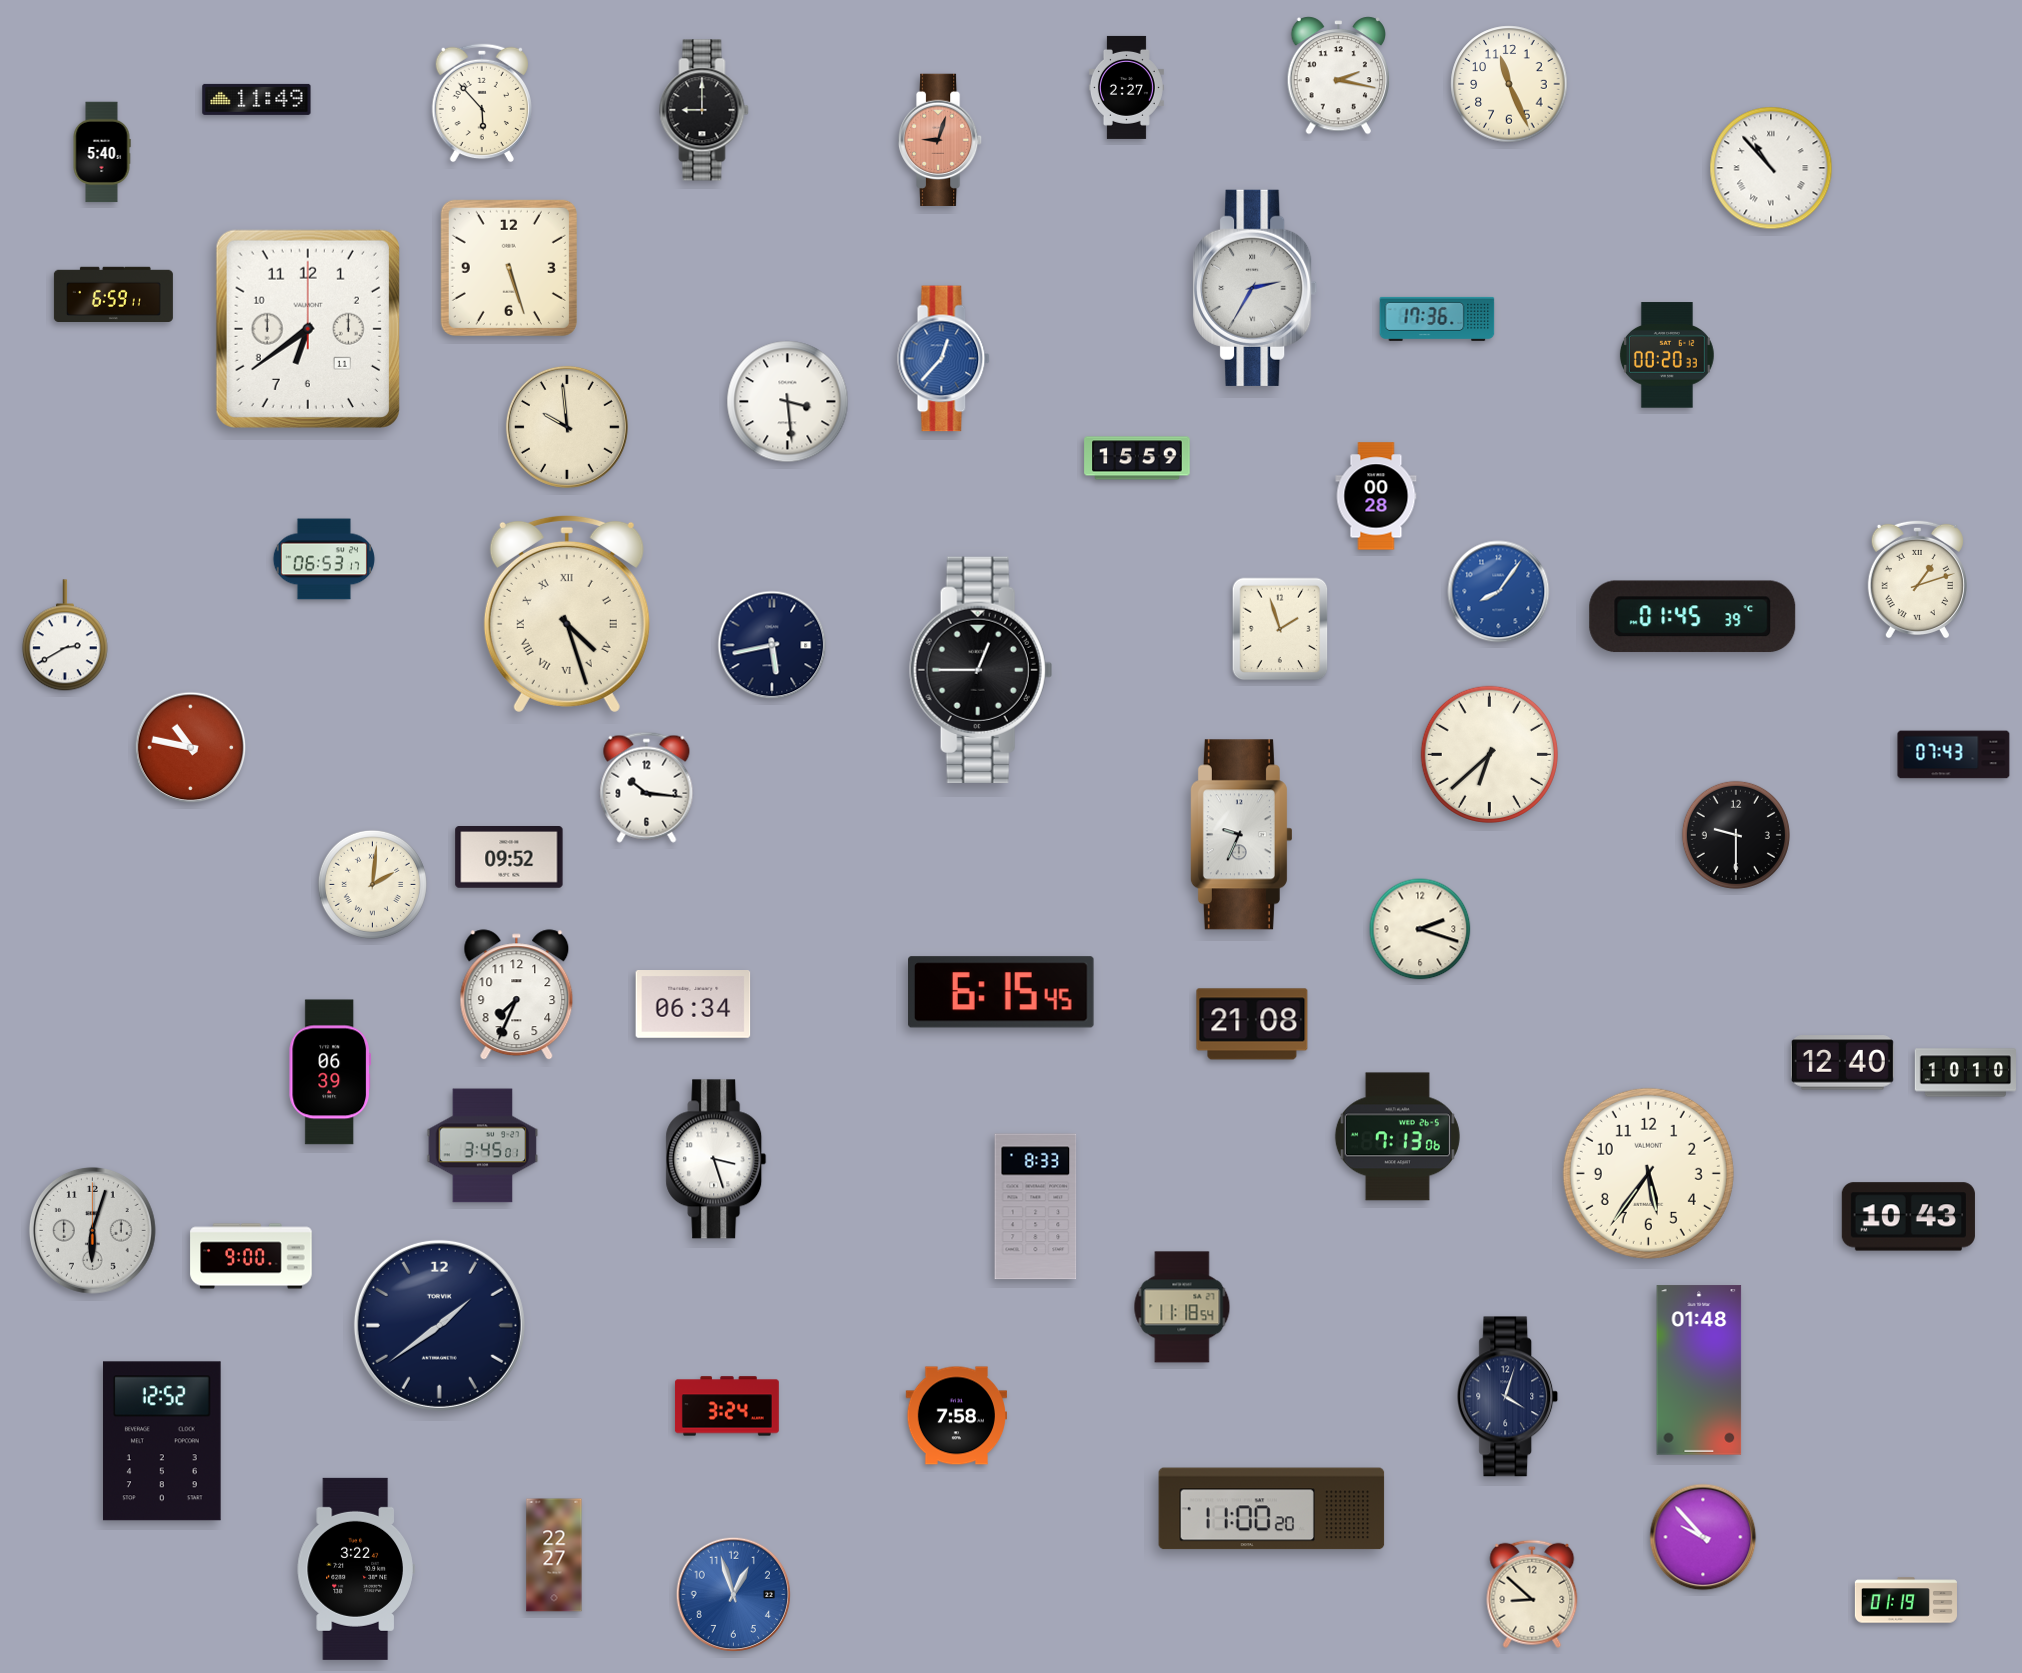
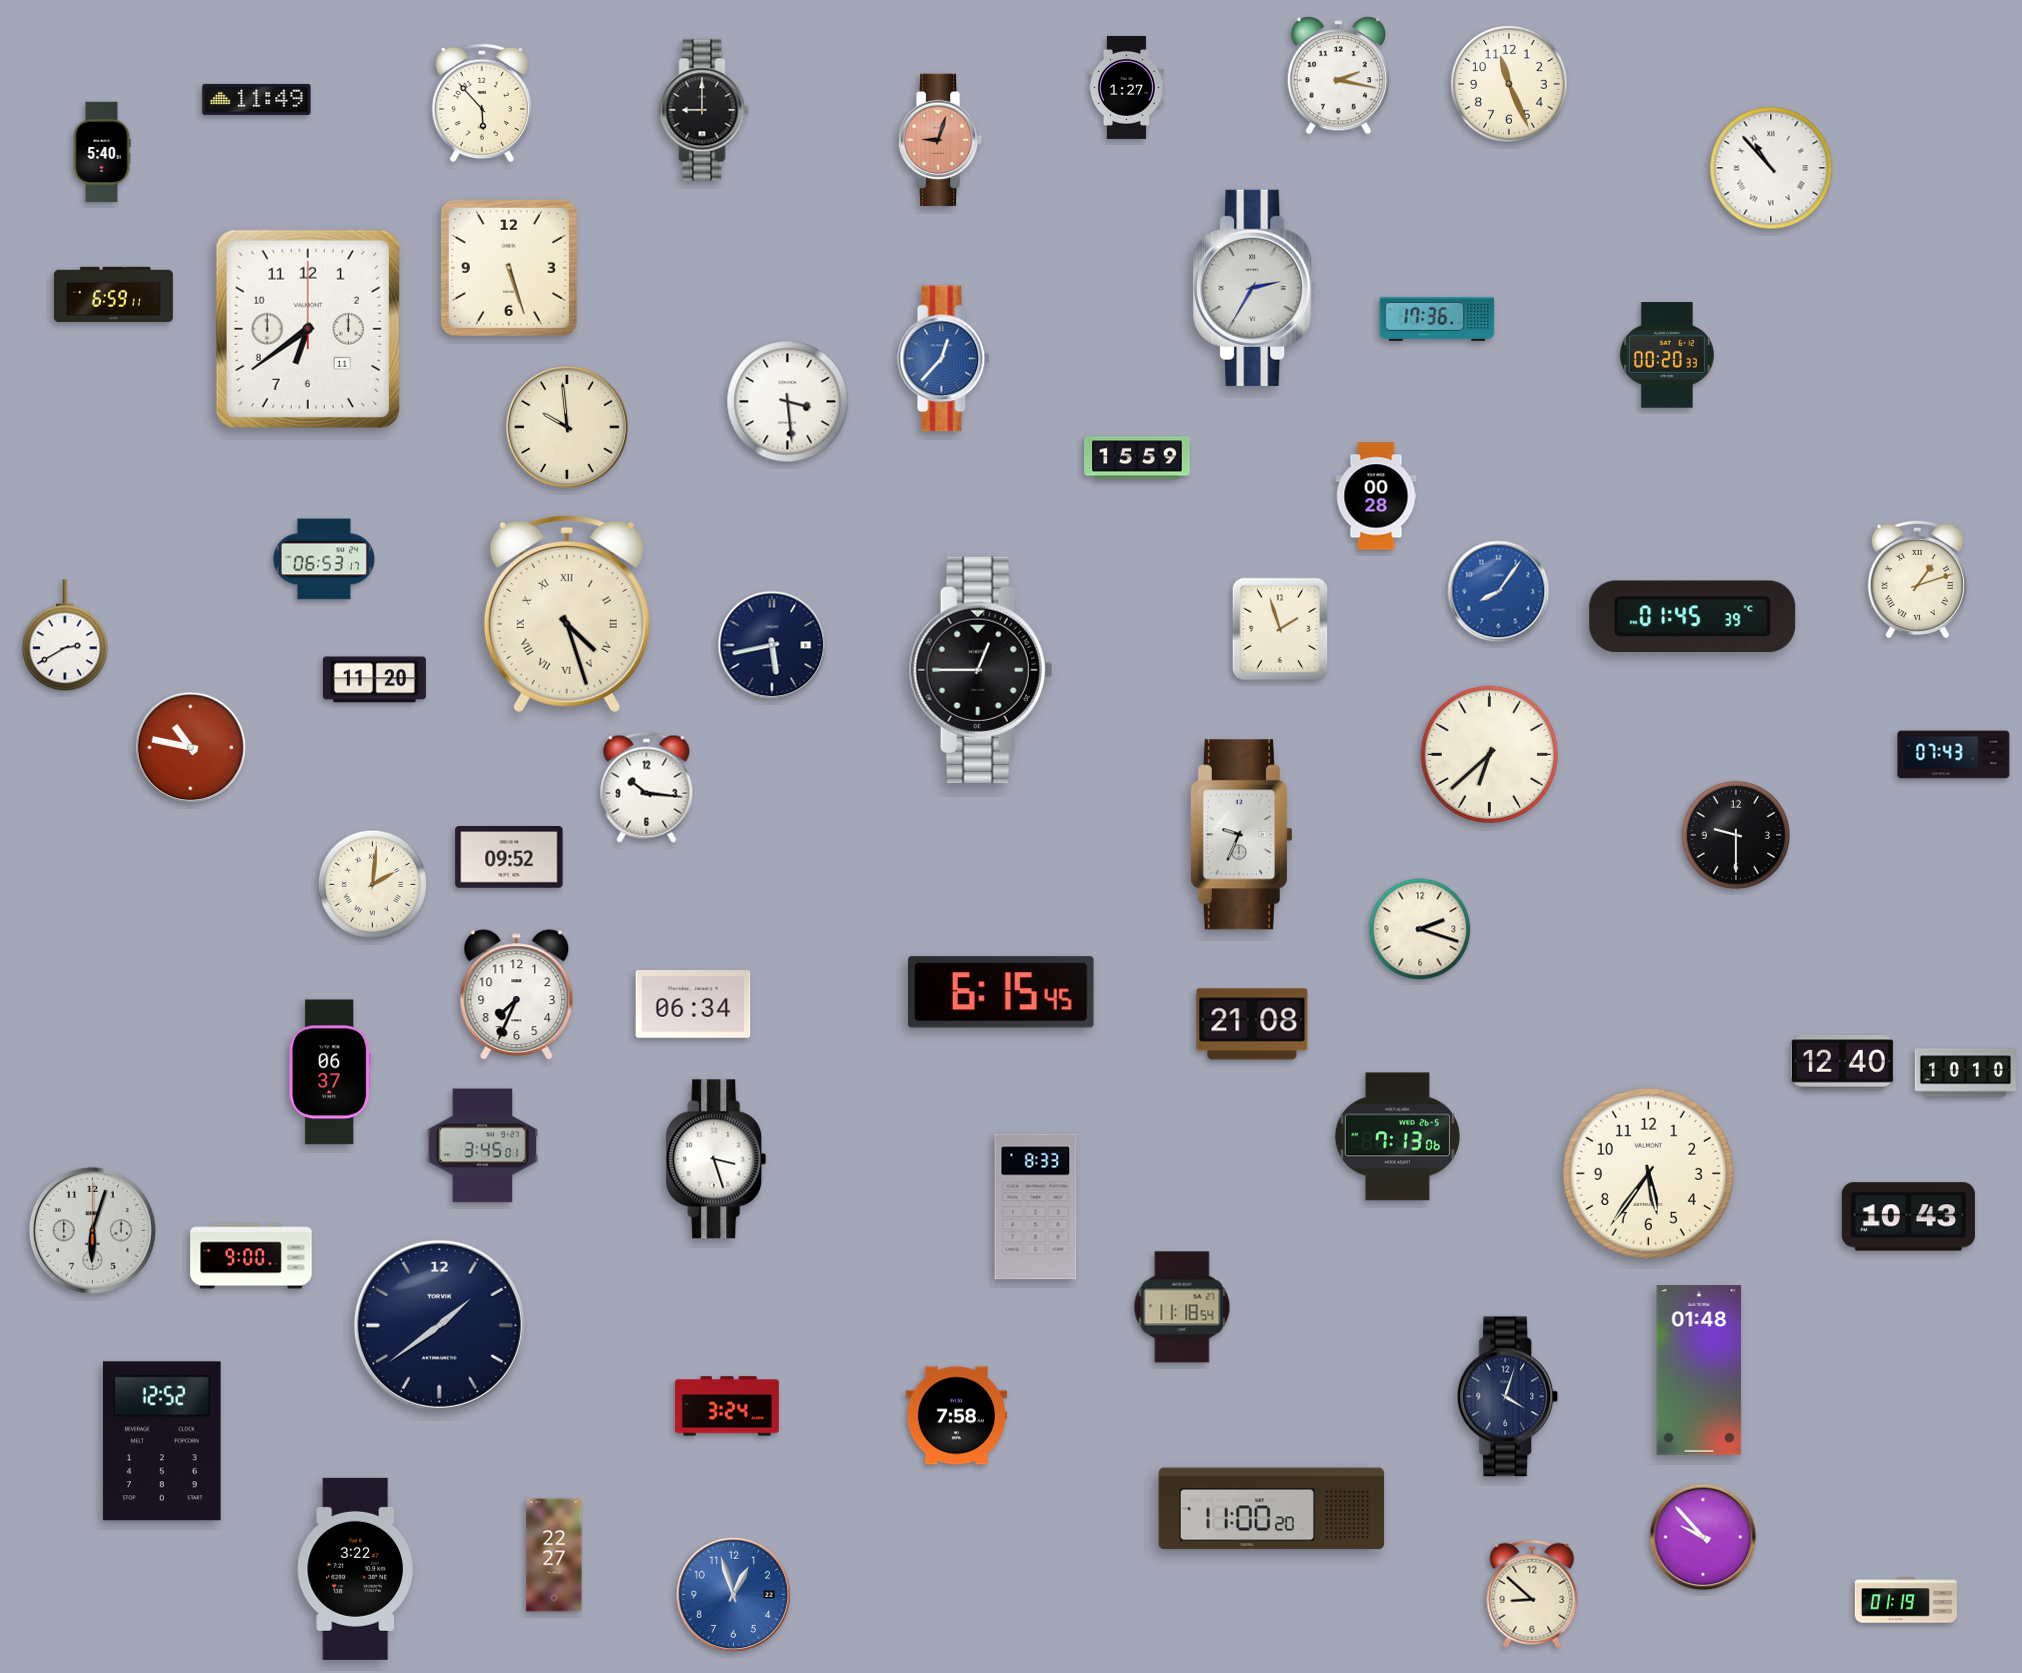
clock at (1126, 87): 2:27 -> 1:27
clock at (374, 680): none -> 11:20
clock at (330, 1072): 06:39 -> 06:37
